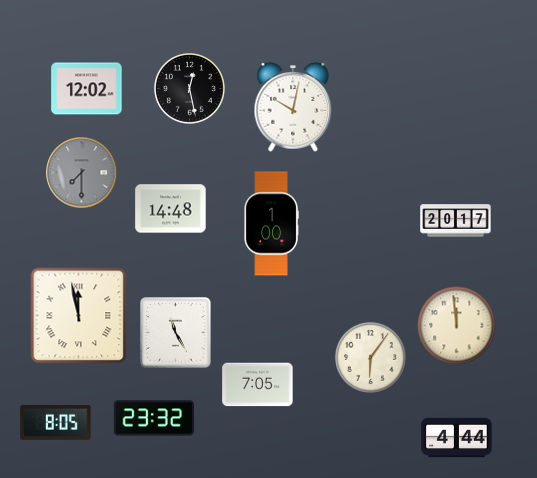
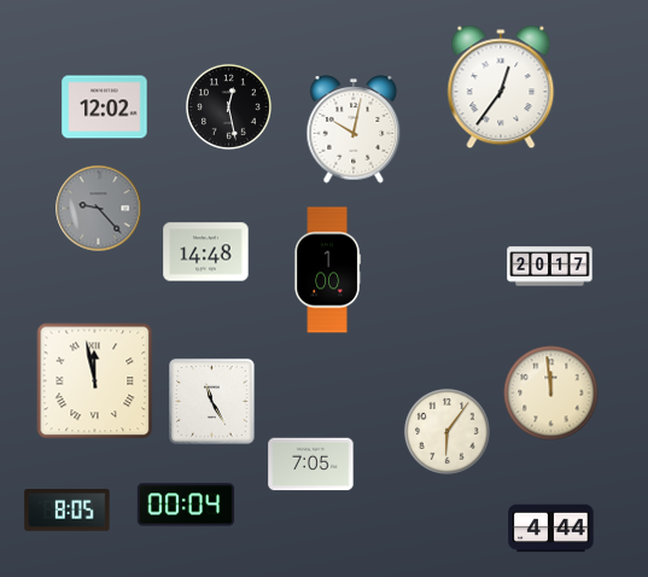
clock at (501, 87): none -> 12:36
clock at (82, 173): 7:30 -> 9:23
clock at (154, 418): 23:32 -> 00:04
